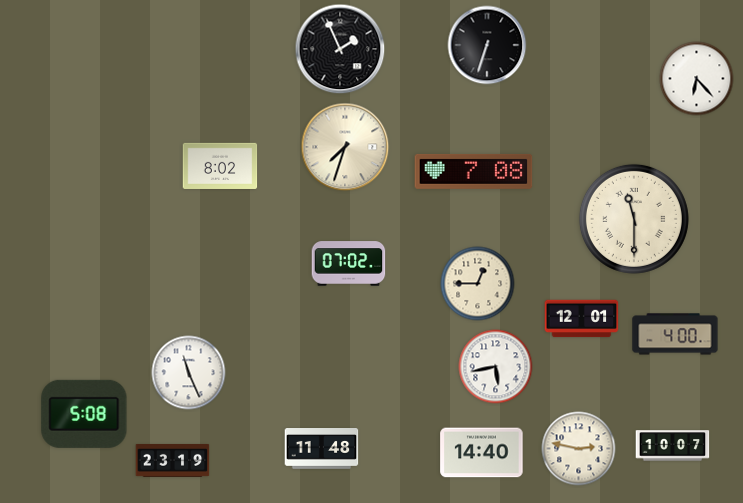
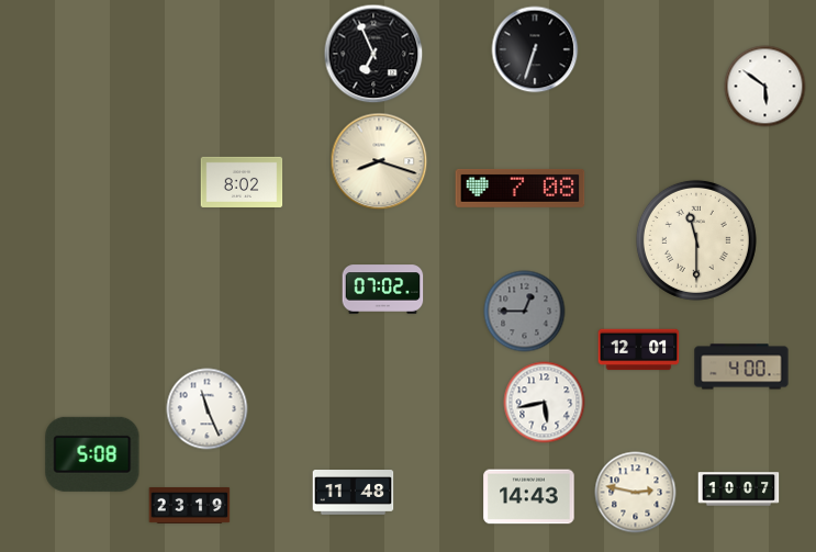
clock at (340, 49): 1:56 -> 6:56
clock at (697, 79): 6:23 -> 5:51
clock at (345, 147): 7:33 -> 8:18
clock at (478, 284) dial: cream -> grey
clock at (482, 453): 14:40 -> 14:43
